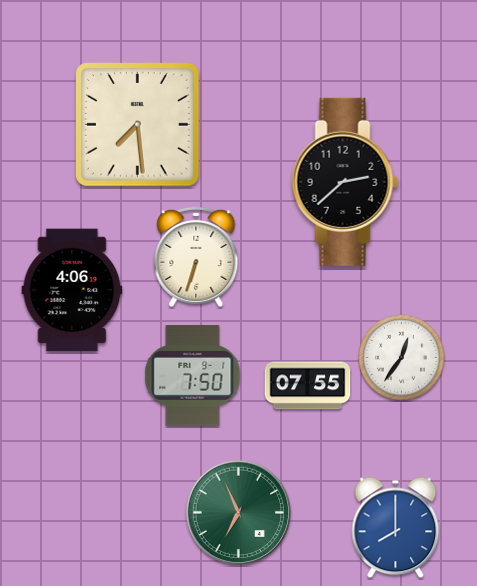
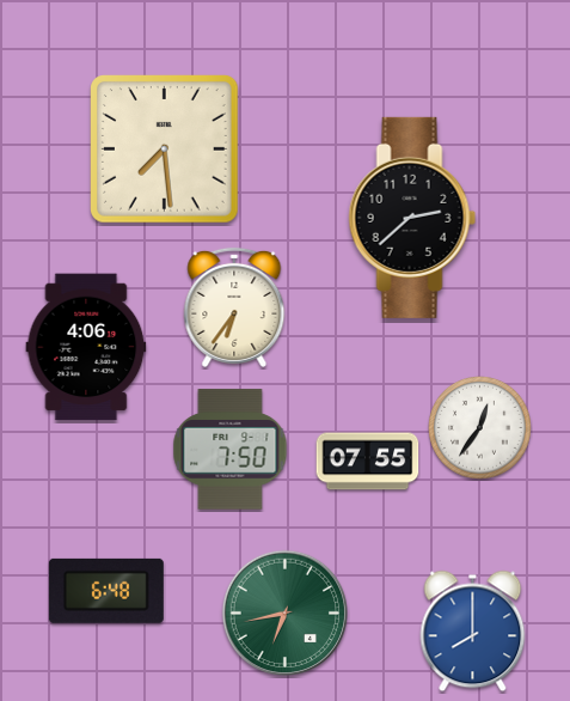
clock at (196, 257): 6:33 -> 6:36
clock at (106, 591): none -> 6:48
clock at (239, 513): 6:56 -> 6:43
